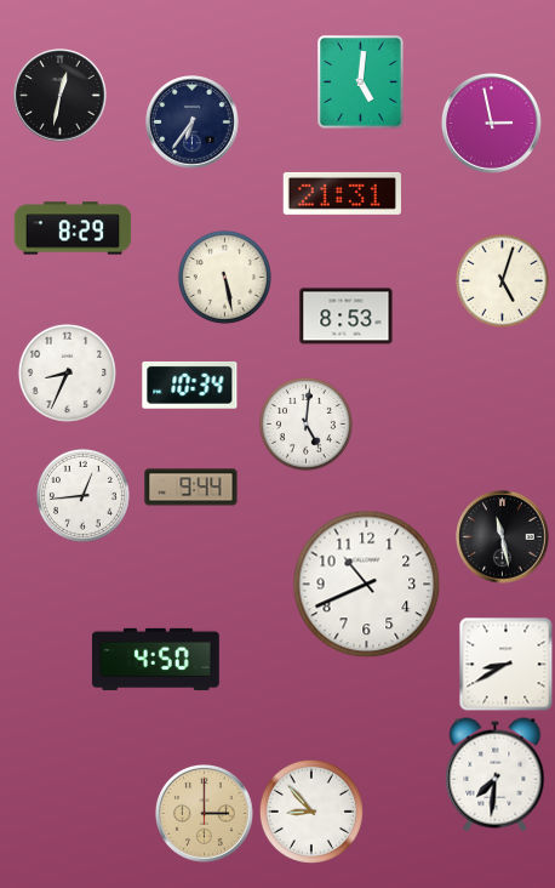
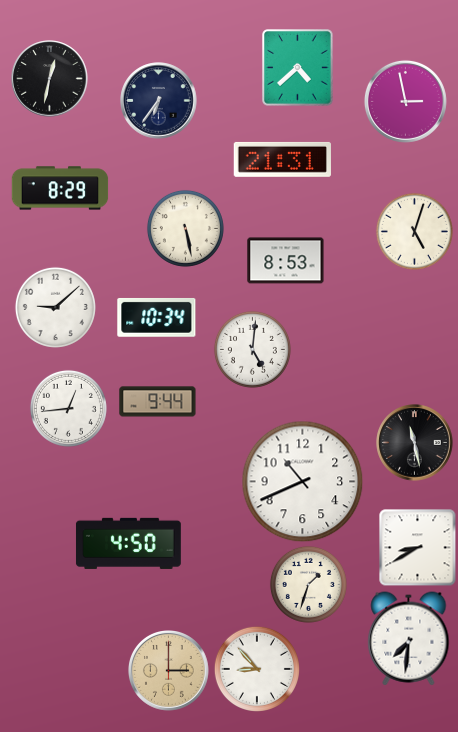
clock at (361, 82): 5:01 -> 4:38
clock at (67, 372): 8:34 -> 9:08
clock at (308, 584): none -> 1:33
